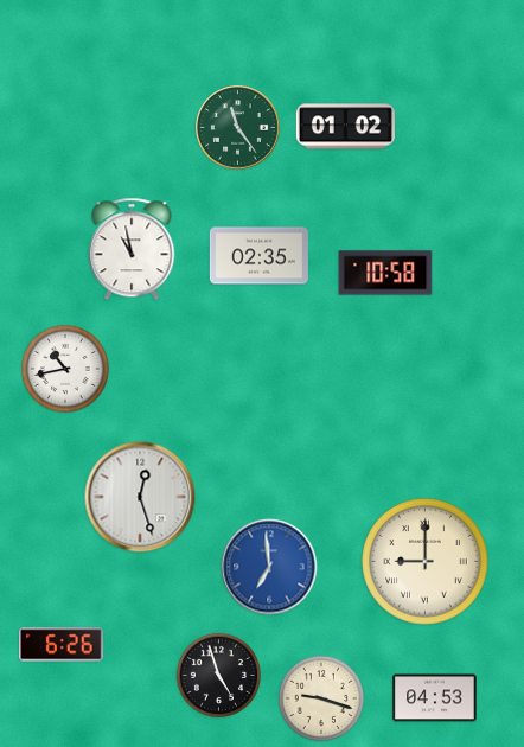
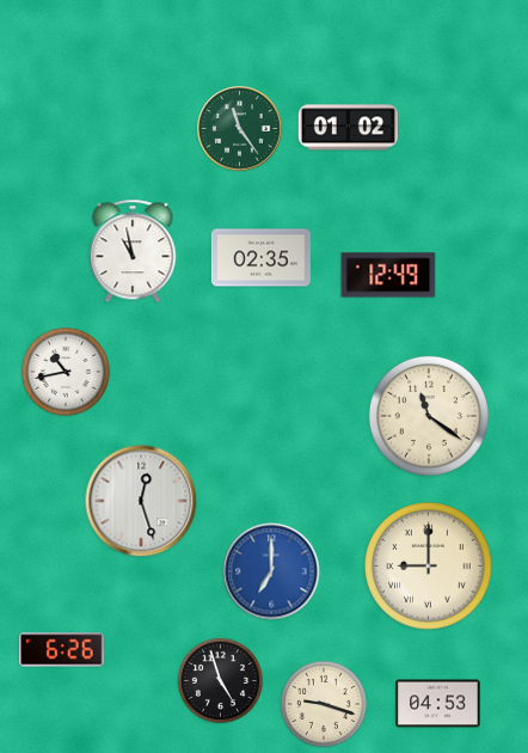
clock at (385, 273): 10:58 -> 12:49
clock at (429, 416): none -> 11:21
clock at (269, 567): 6:59 -> 7:00
